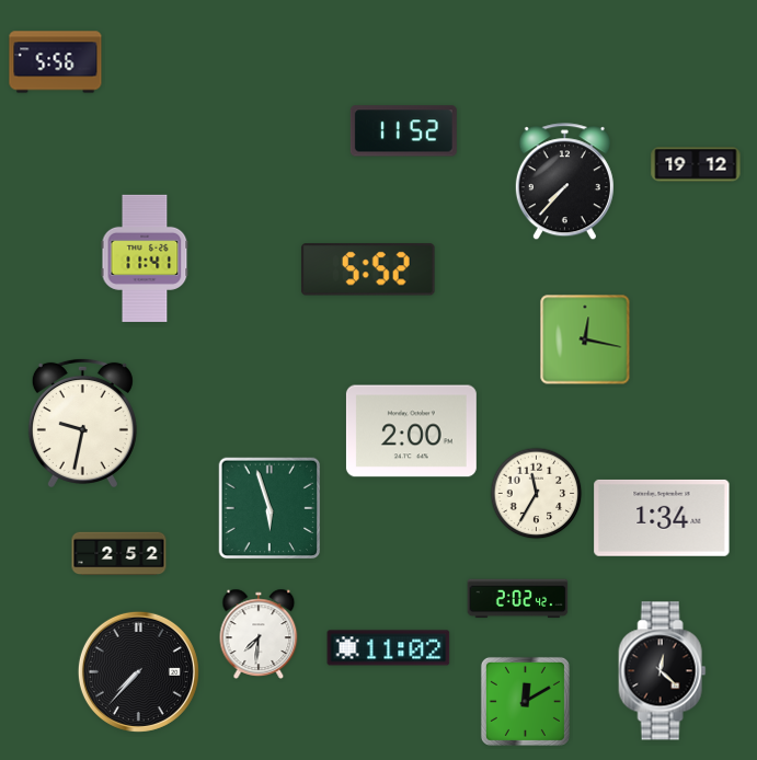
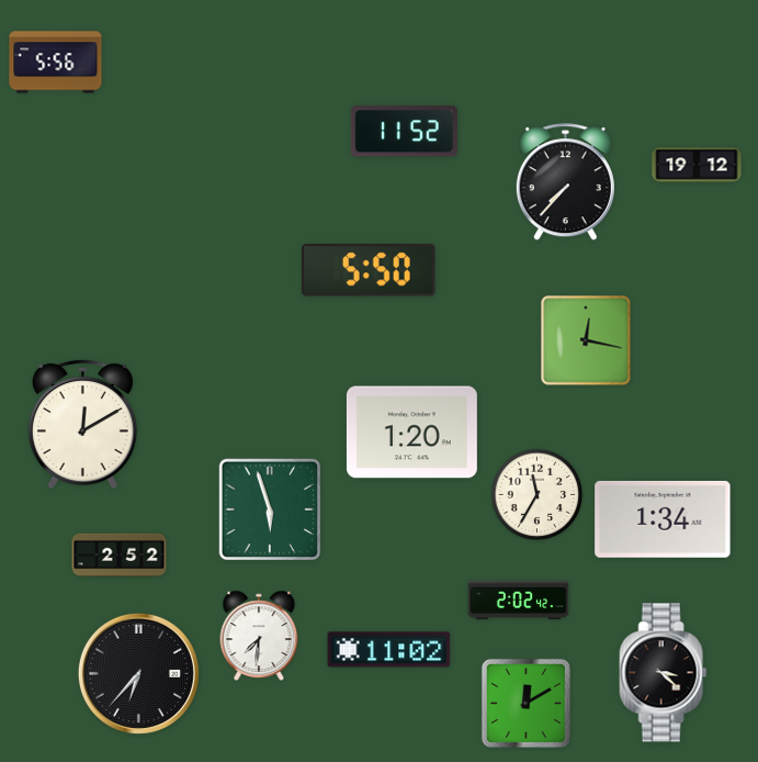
clock at (145, 258): 11:41 -> none
clock at (368, 269): 5:52 -> 5:50
clock at (82, 423): 9:32 -> 12:10
clock at (411, 431): 2:00 -> 1:20
clock at (138, 671): 7:37 -> 6:37
clock at (663, 671): 12:22 -> 3:22
